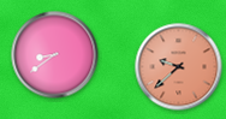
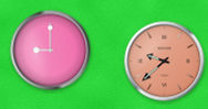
clock at (55, 55): 8:39 -> 9:00
